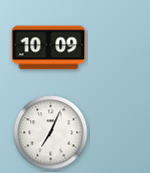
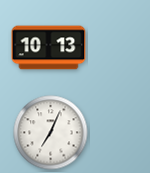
clock at (49, 48): 10:09 -> 10:13
